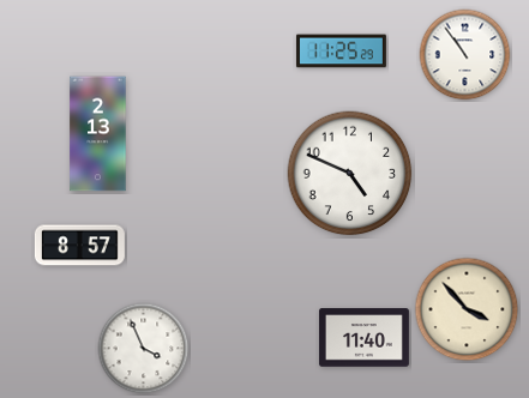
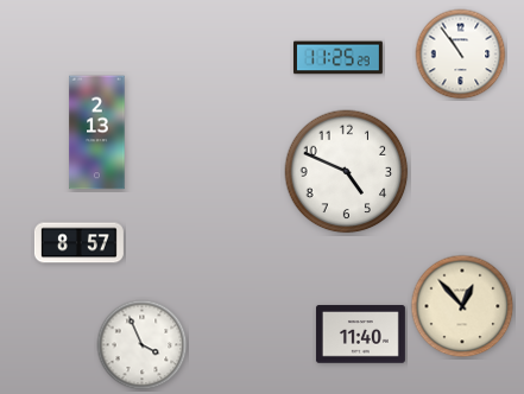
clock at (341, 52) position: (341, 52) -> (337, 58)
clock at (467, 309): 3:53 -> 12:53
